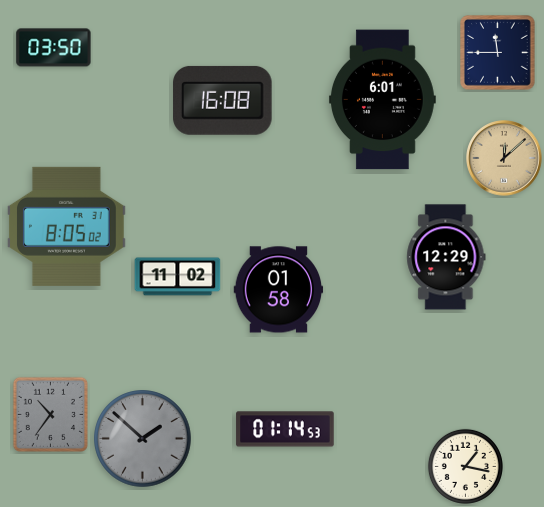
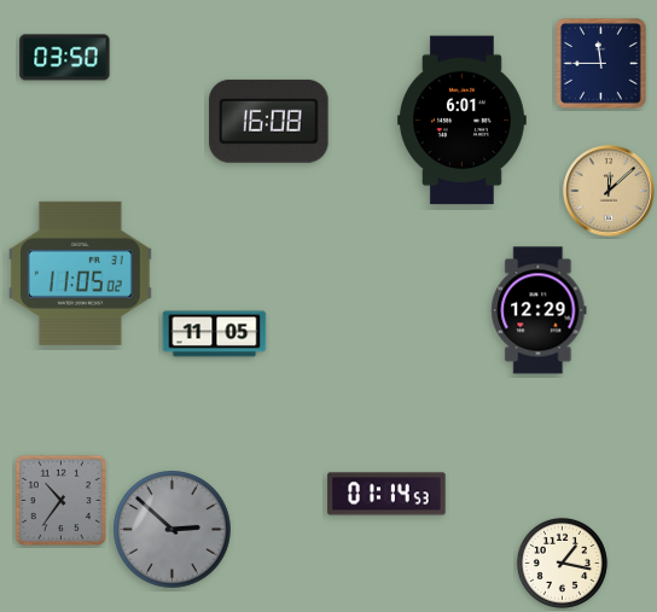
clock at (67, 226): 8:05 -> 11:05
clock at (178, 277): 11:02 -> 11:05
clock at (279, 290): 01:58 -> none
clock at (285, 429) position: (285, 429) -> (386, 494)
clock at (143, 439): 1:52 -> 2:52
